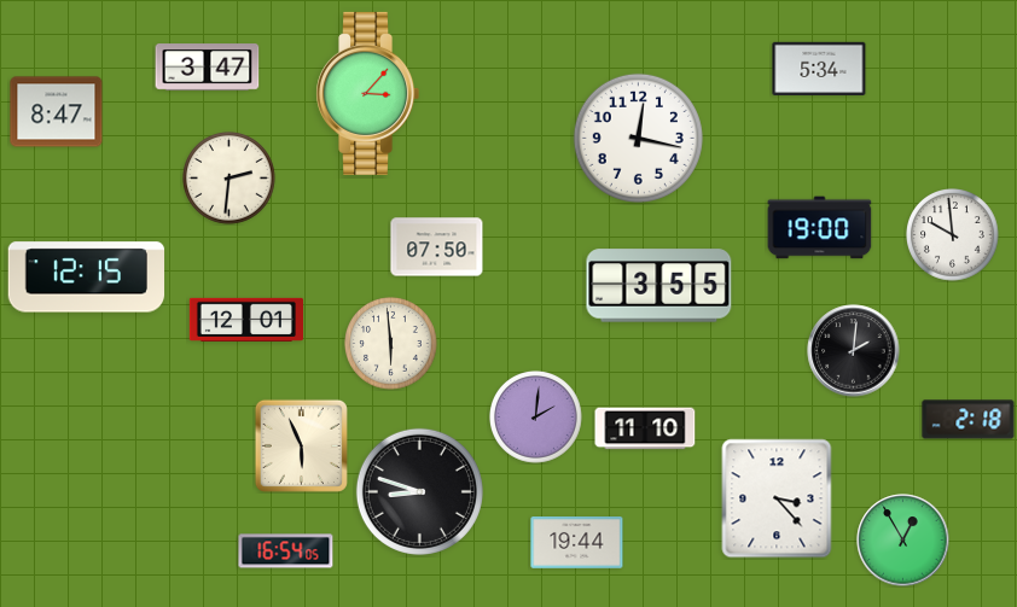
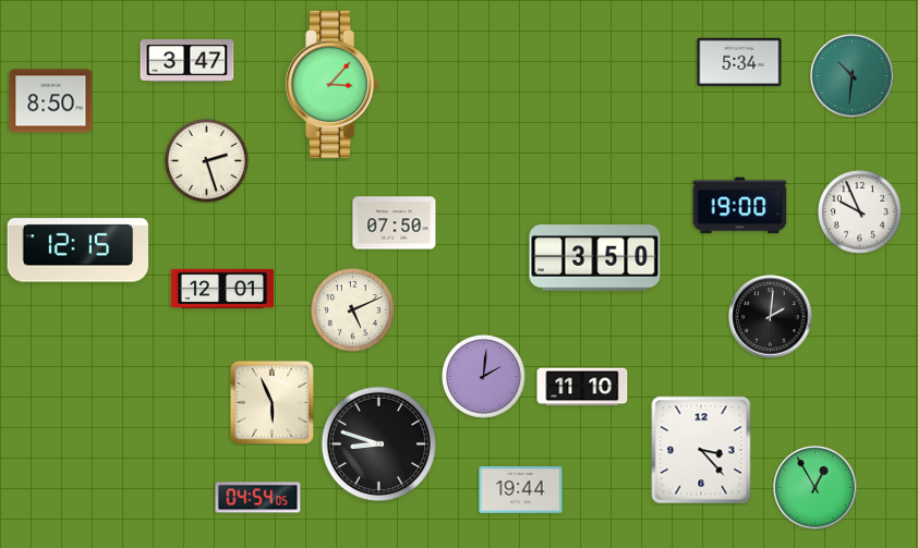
clock at (853, 76): none -> 10:31
clock at (57, 112): 8:47 -> 8:50
clock at (638, 138): 12:17 -> none
clock at (229, 179): 2:31 -> 2:27
clock at (953, 235): 9:59 -> 9:56
clock at (659, 286): 3:55 -> 3:50
clock at (391, 344): 5:59 -> 5:11
clock at (969, 420): 2:18 -> none
clock at (286, 551): 16:54 -> 04:54
